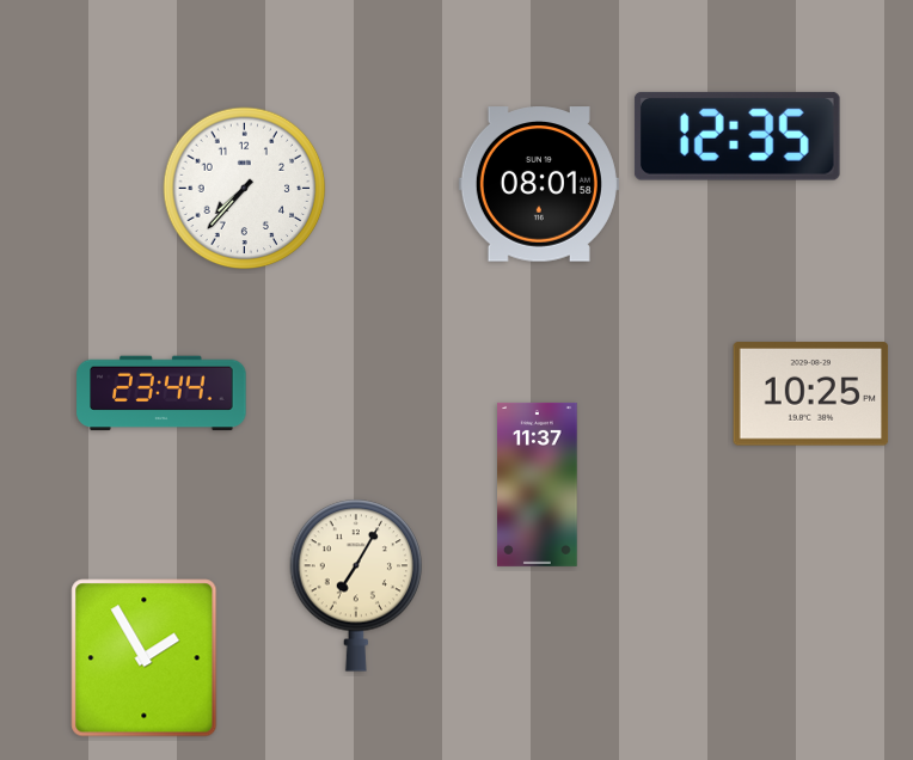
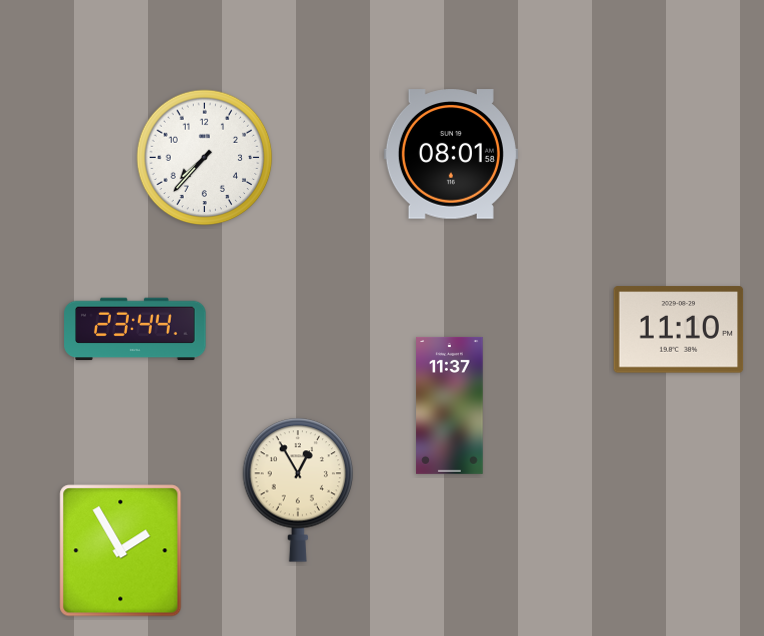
clock at (737, 136): 12:35 -> none
clock at (811, 394): 10:25 -> 11:10
clock at (355, 586): 7:05 -> 12:55
